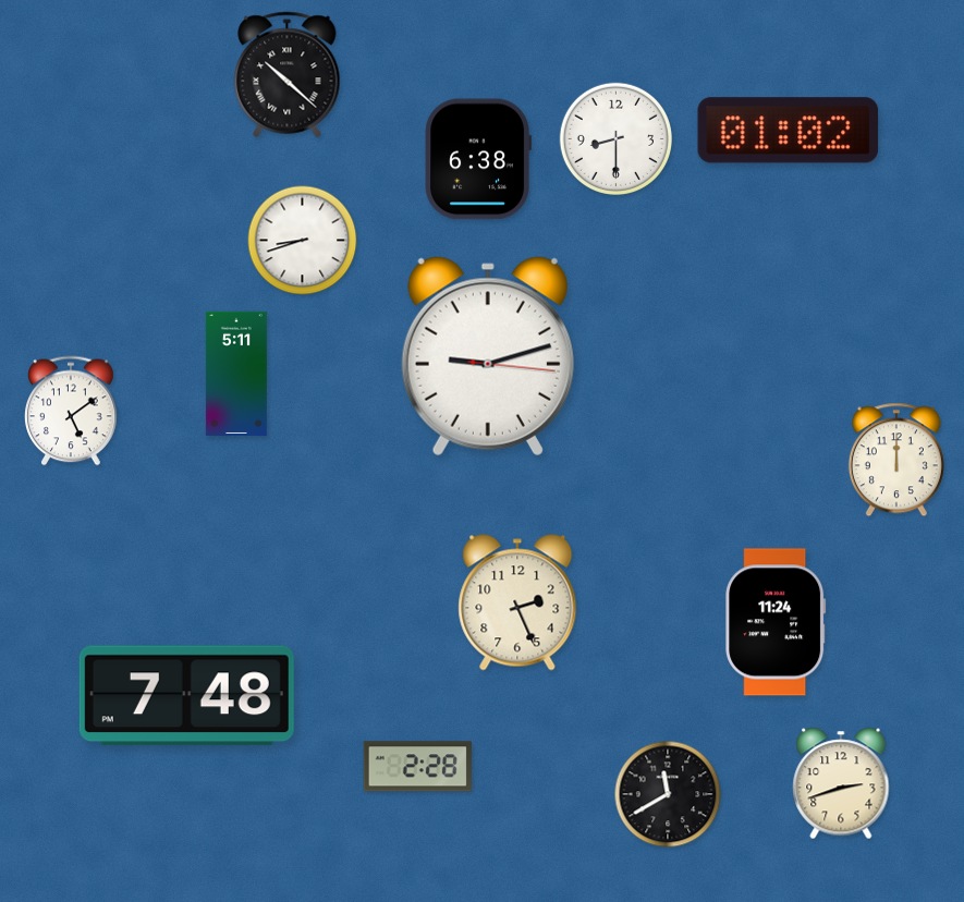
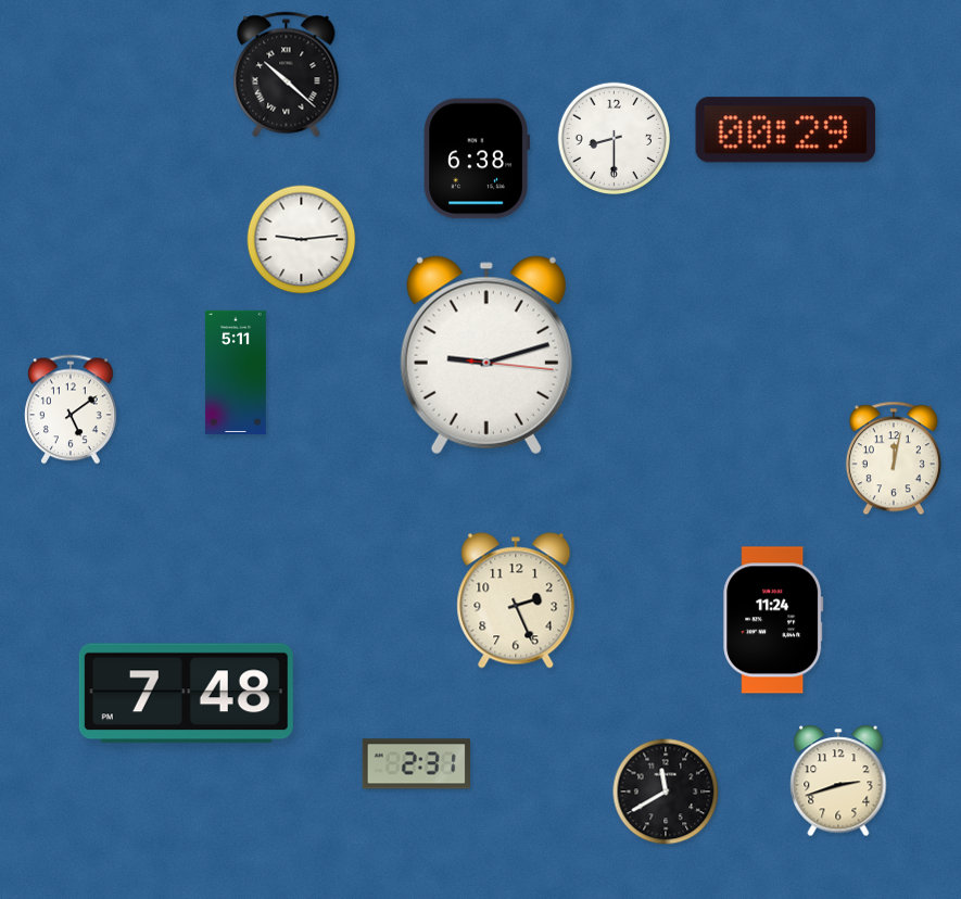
clock at (789, 131): 01:02 -> 00:29
clock at (303, 241): 8:42 -> 9:14
clock at (896, 460): 12:00 -> 12:02
clock at (417, 767): 2:28 -> 2:31
